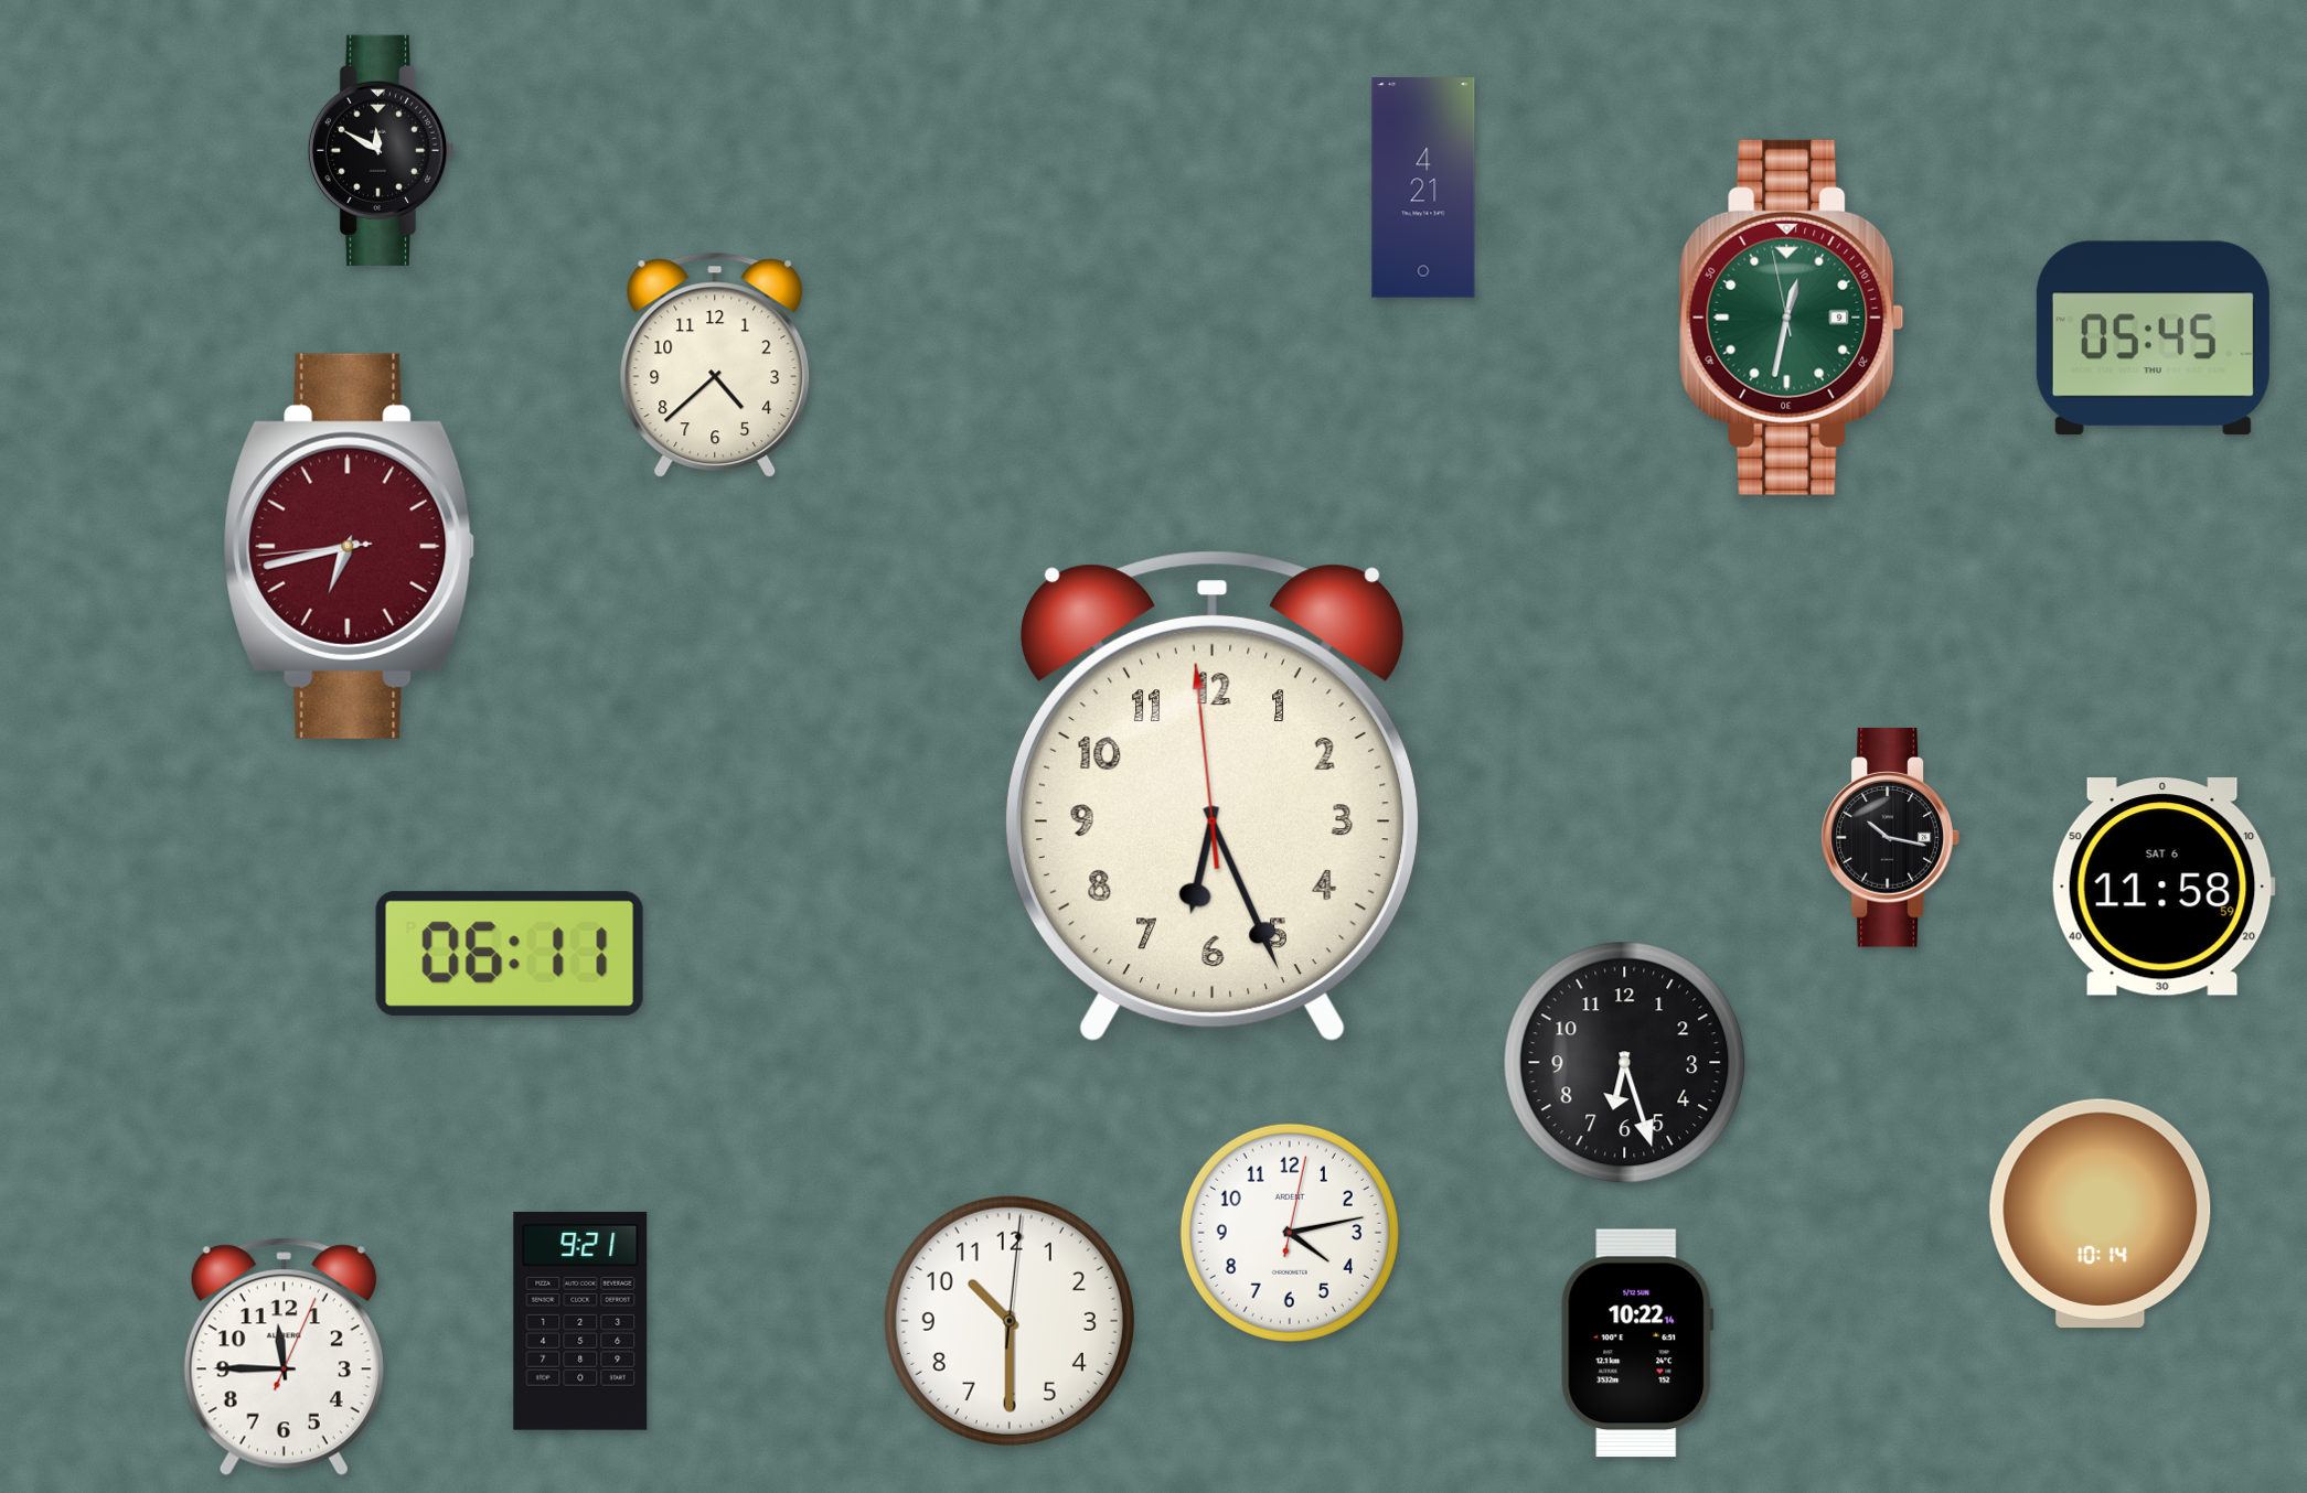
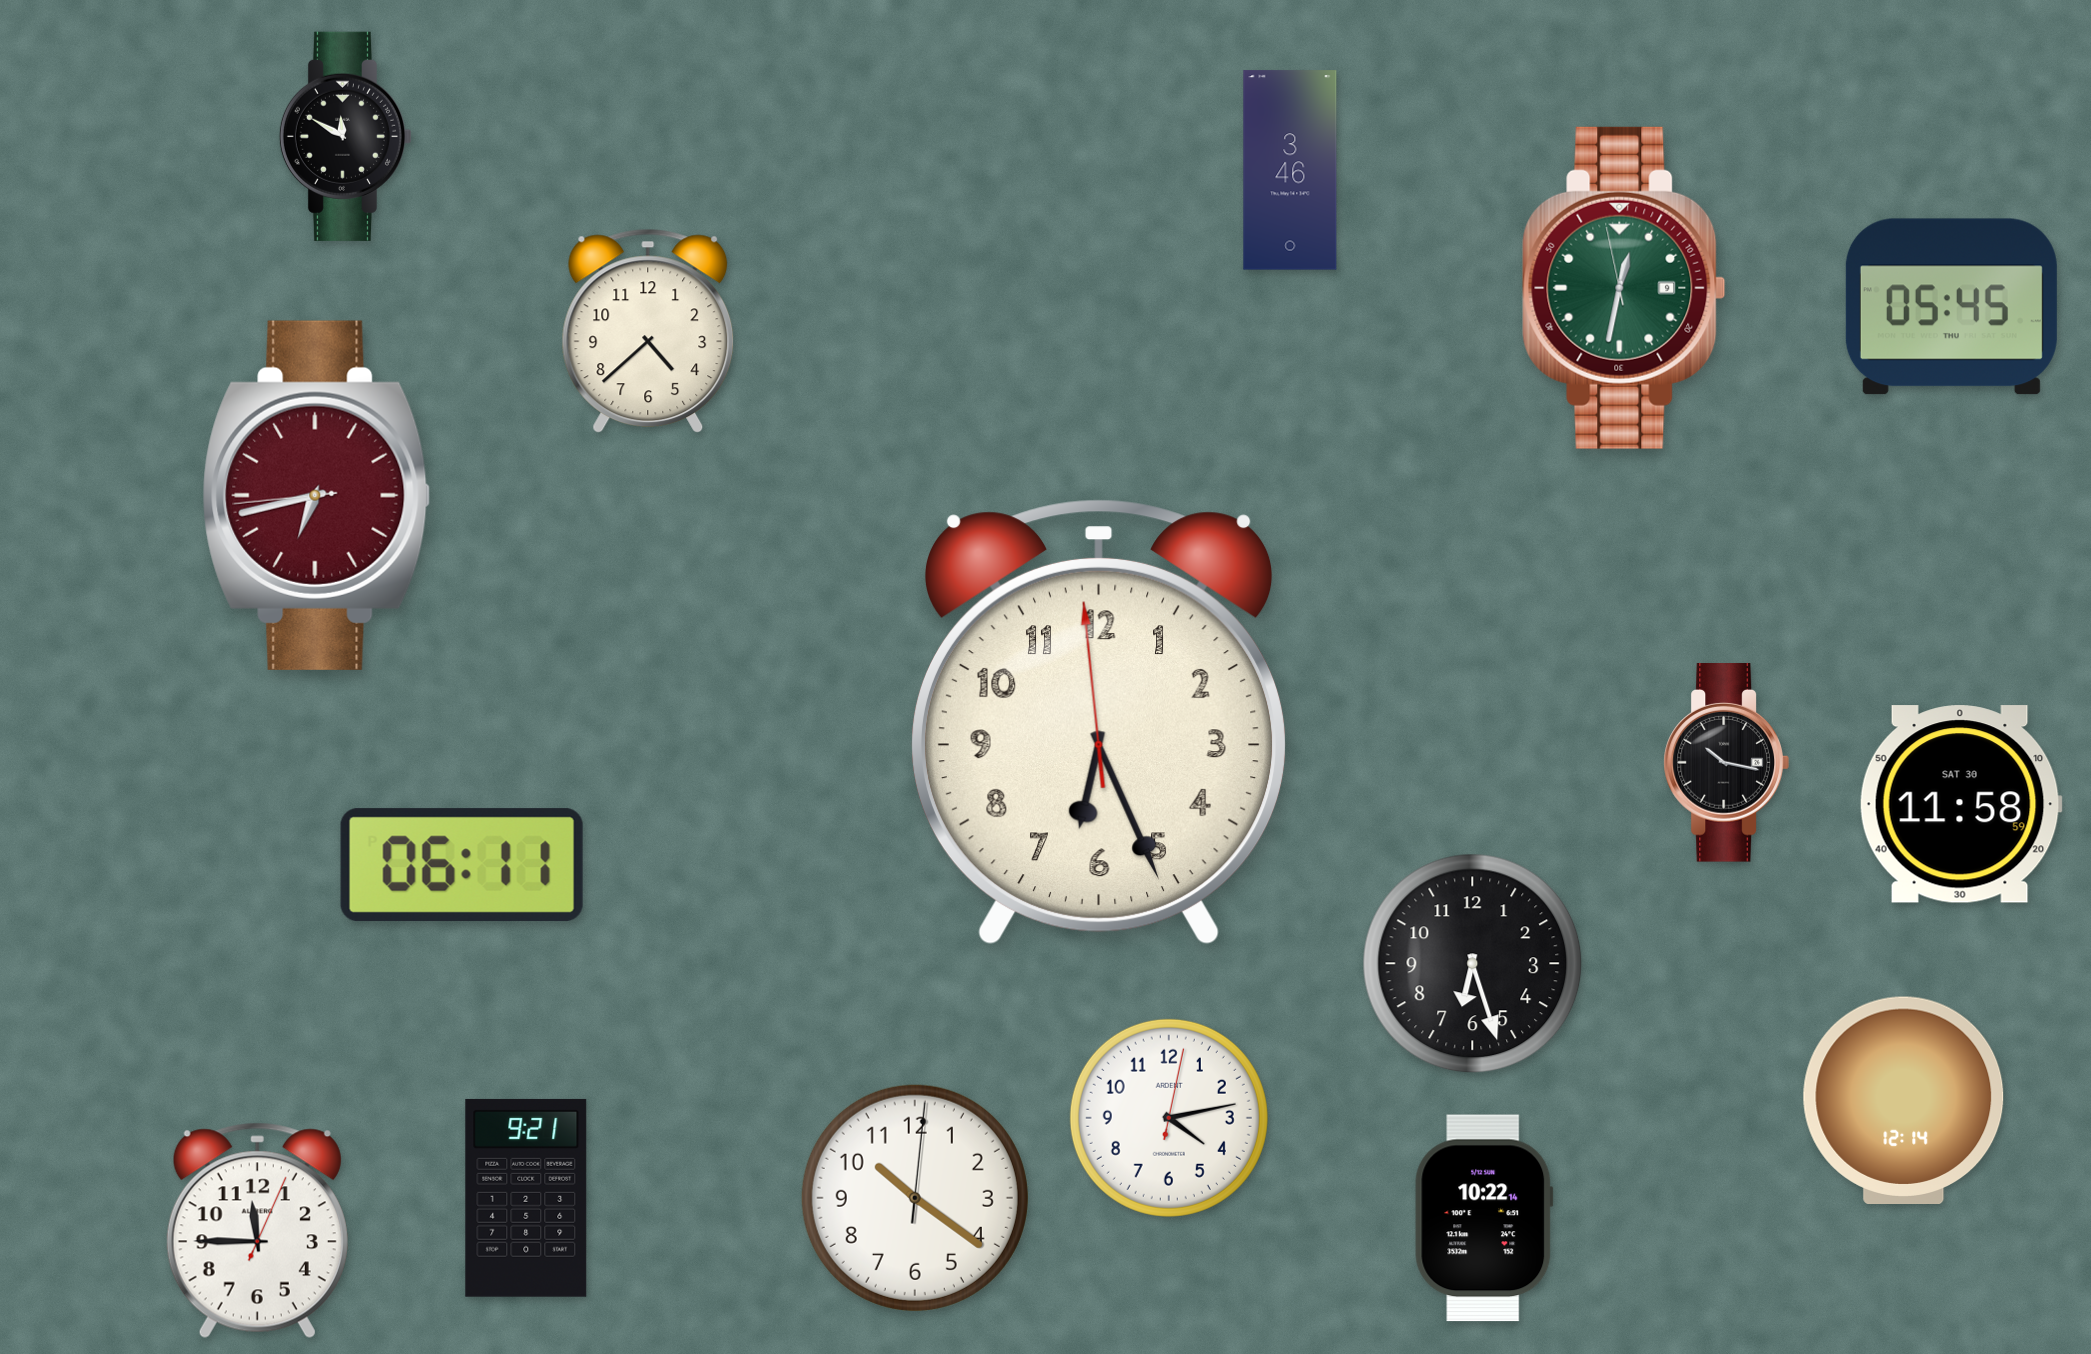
clock at (1423, 187): 4:21 -> 3:46
clock at (1890, 838) position: (1890, 838) -> (1726, 763)
clock at (2164, 887) date: SAT 6 -> SAT 30
clock at (2101, 1213): 10:14 -> 12:14
clock at (1010, 1321): 10:30 -> 10:21
